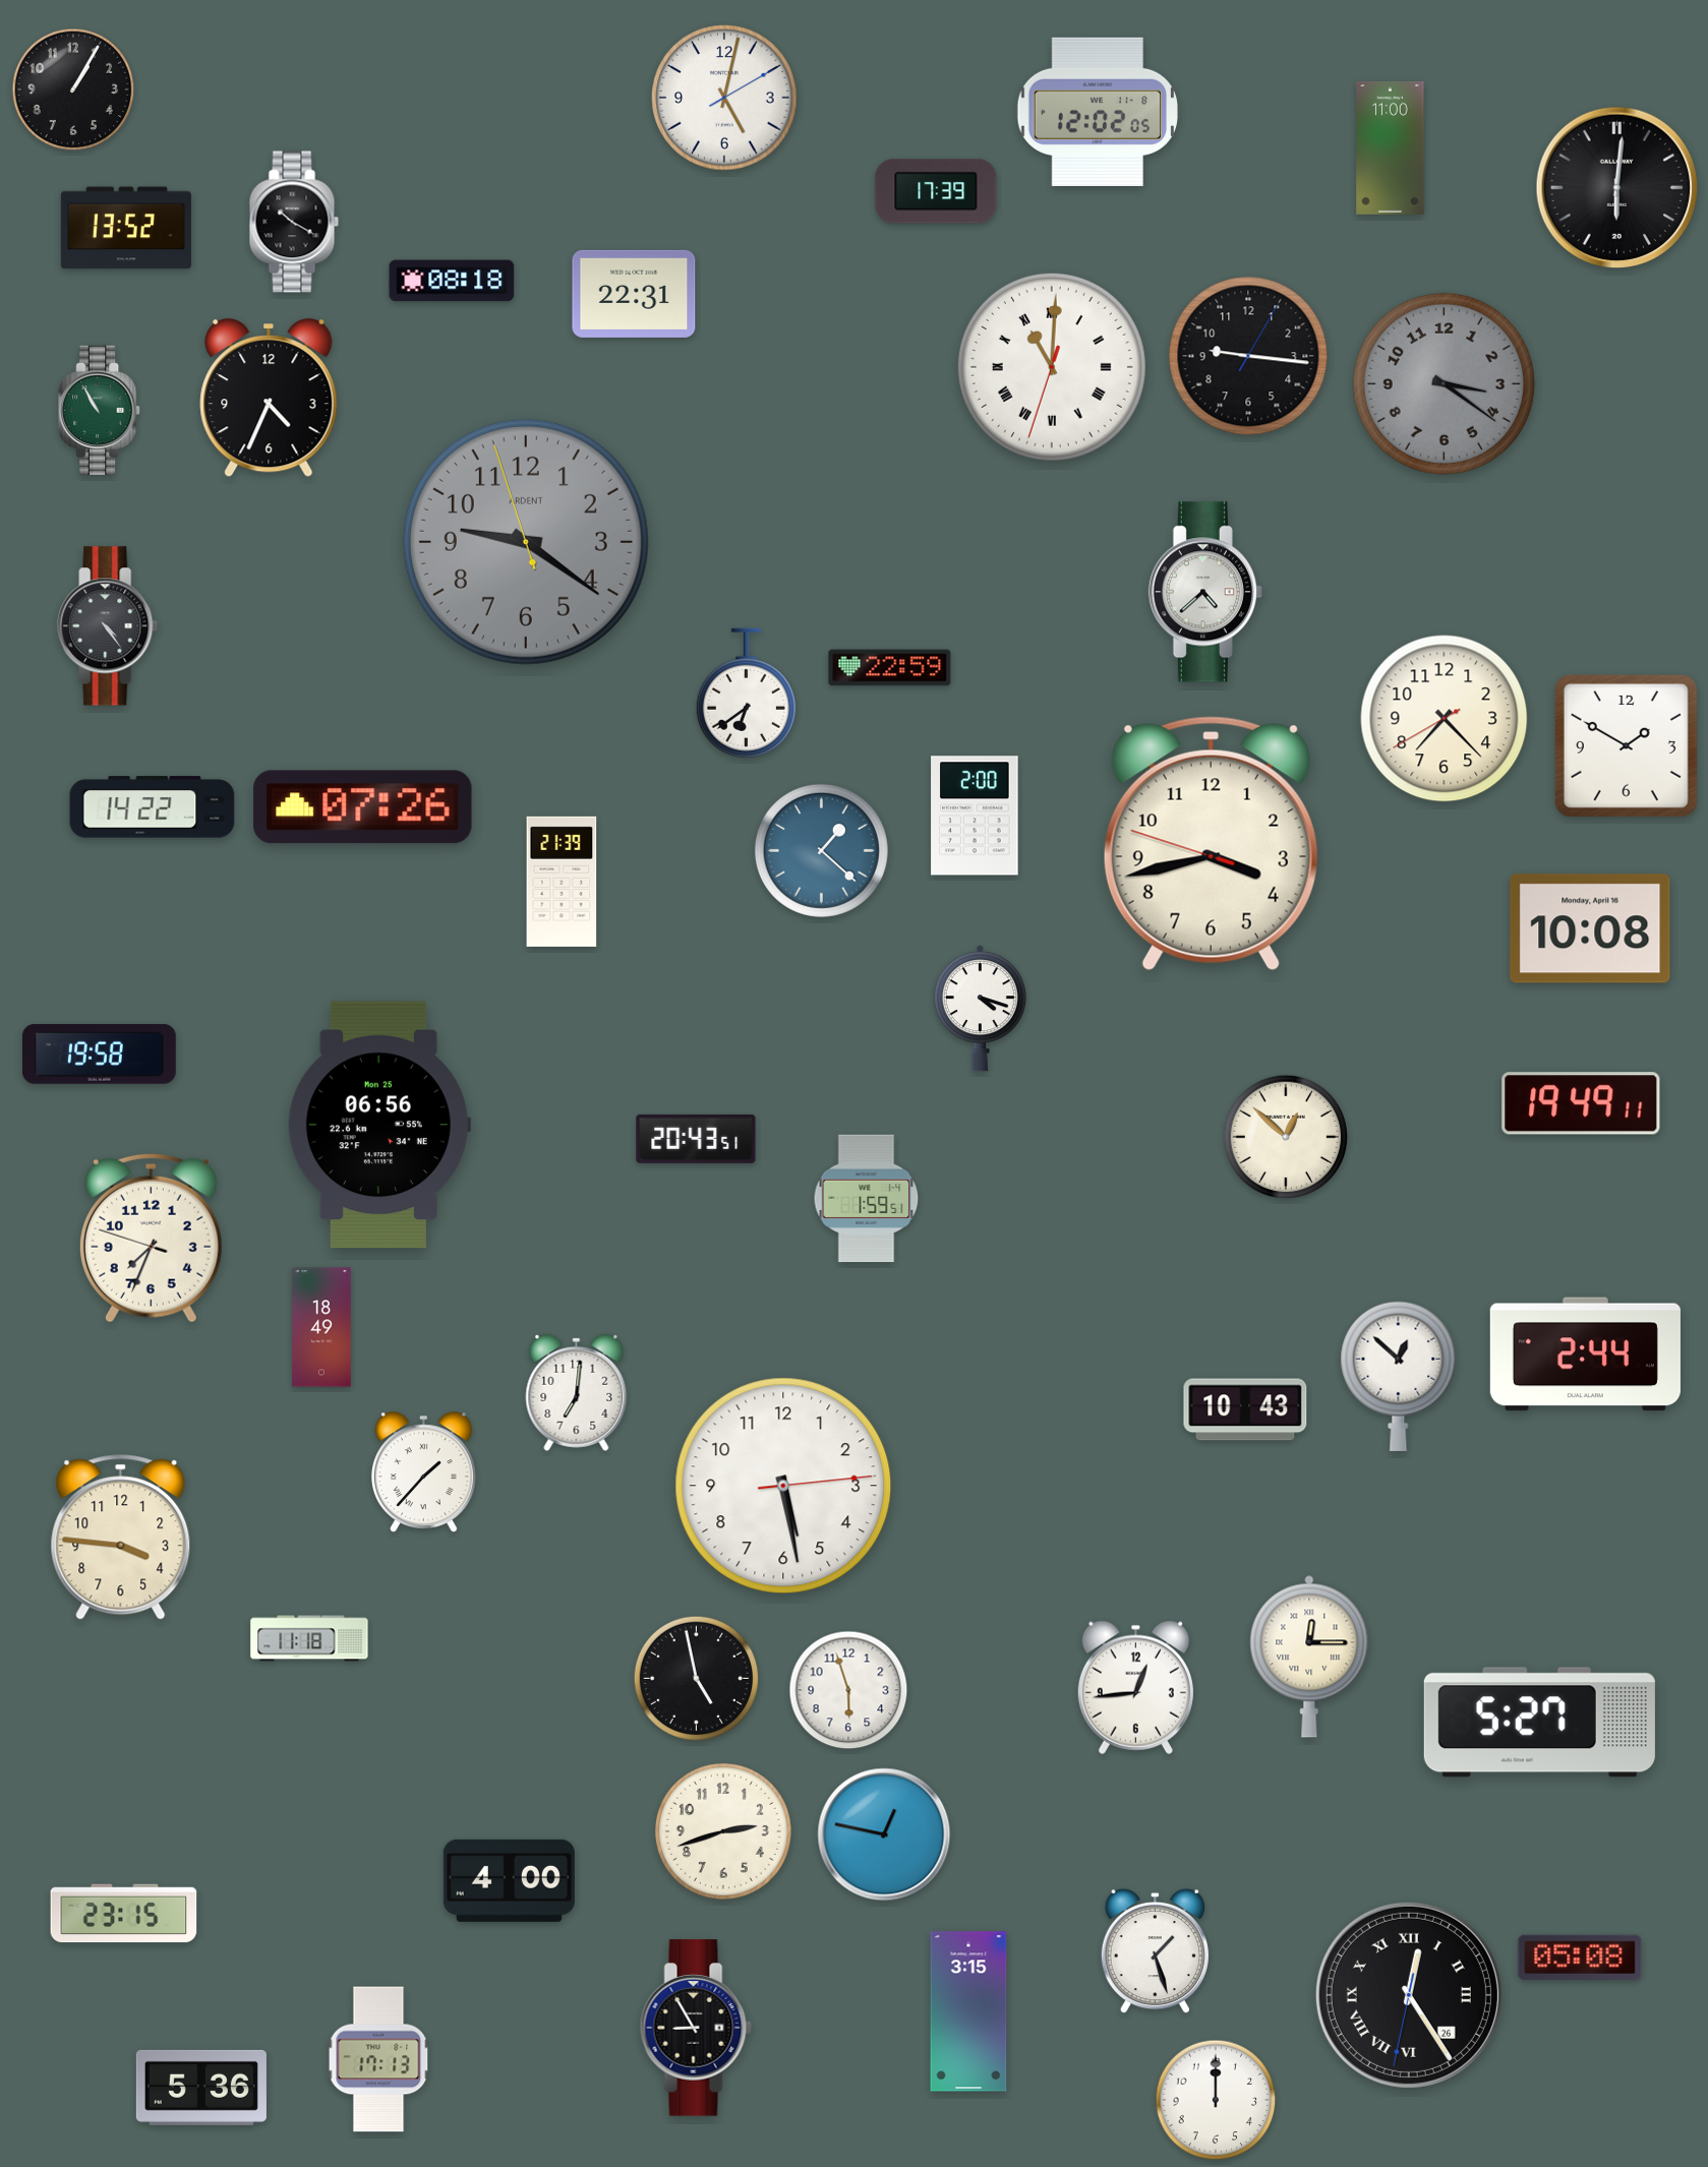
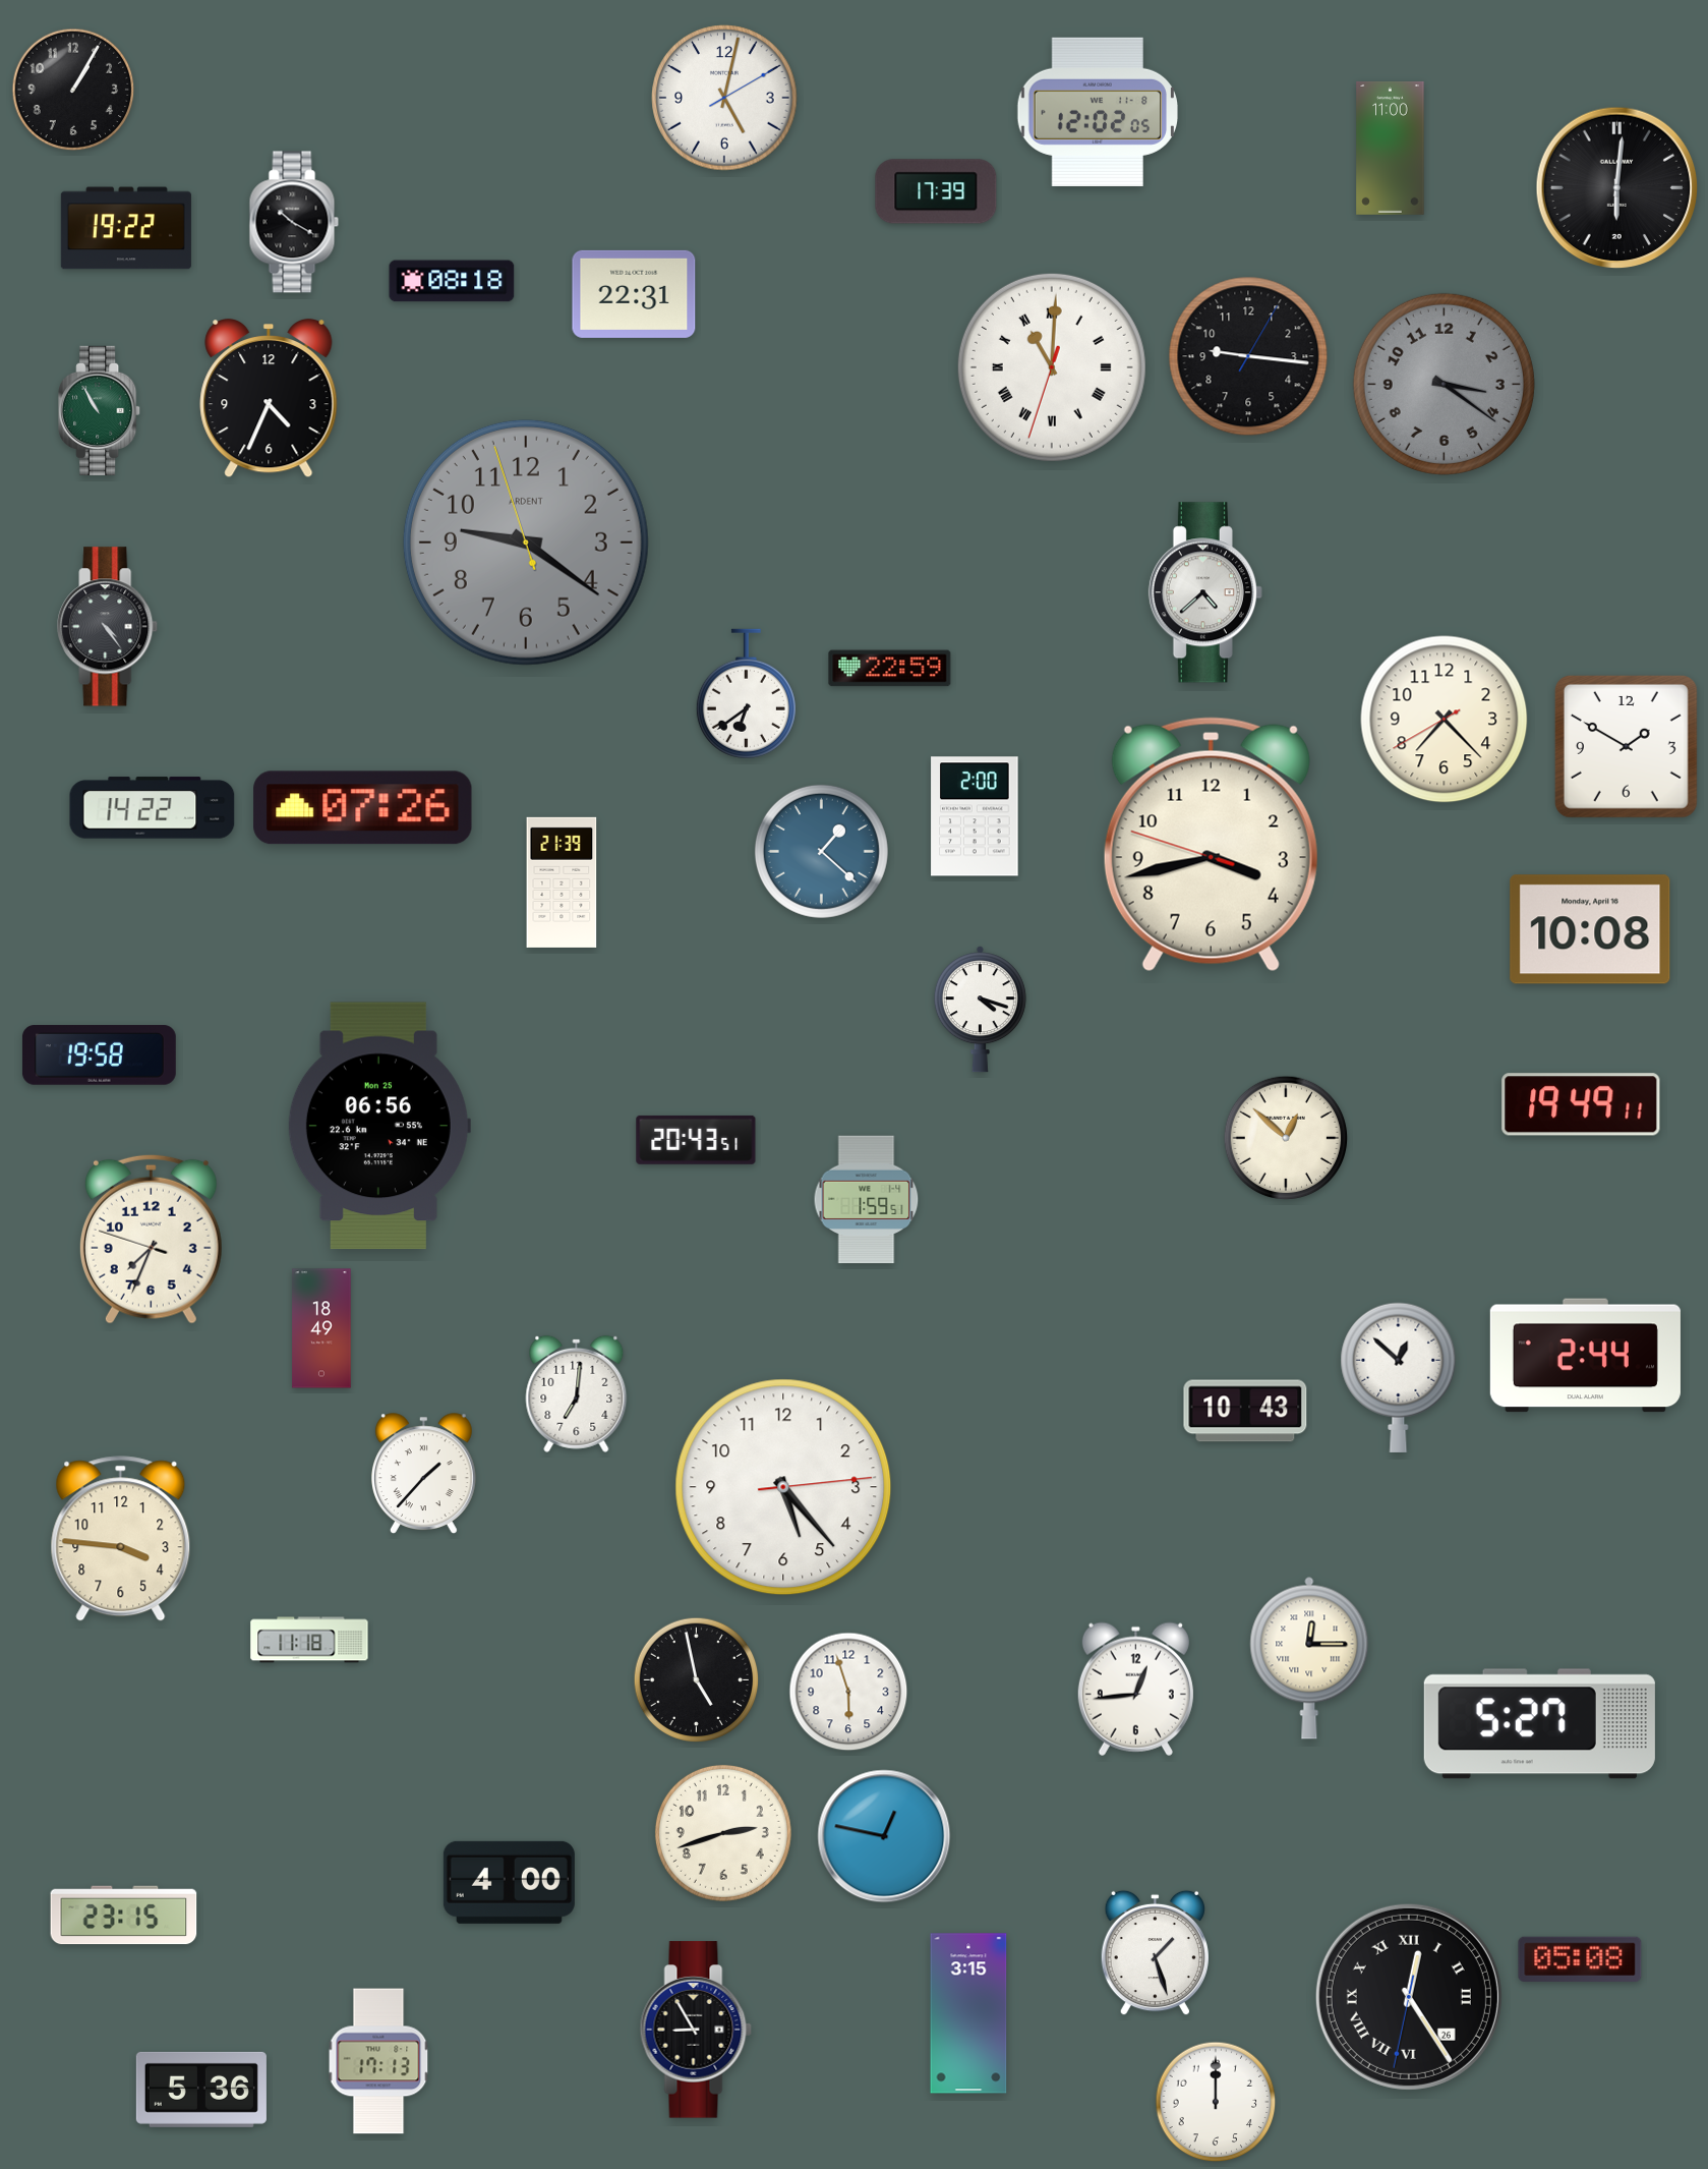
clock at (126, 228): 13:52 -> 19:22
clock at (783, 1486): 5:28 -> 5:23
